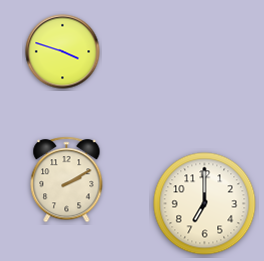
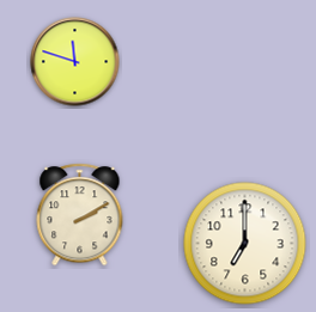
clock at (63, 52): 3:48 -> 11:48
